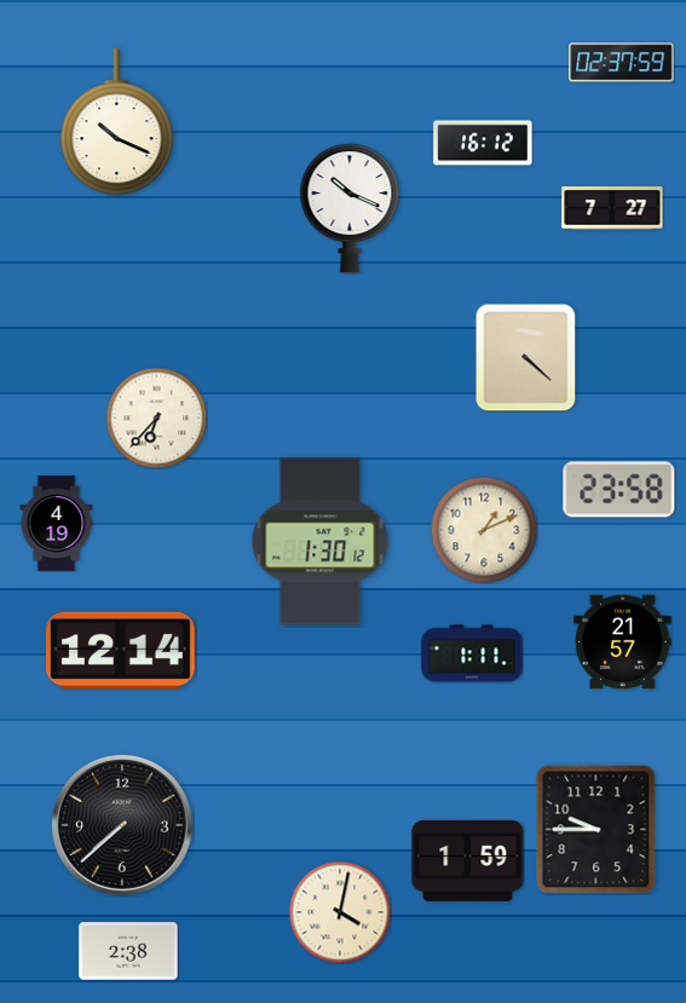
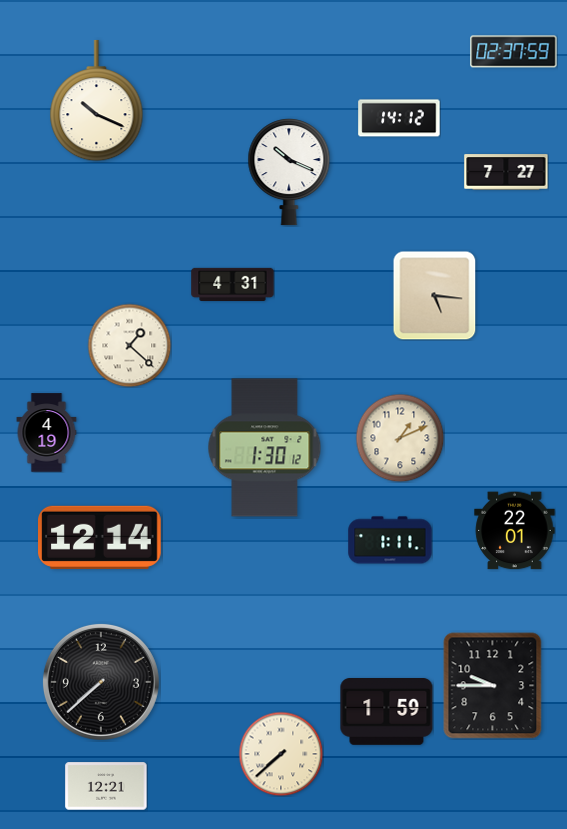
clock at (483, 143): 16:12 -> 14:12
clock at (233, 284): none -> 4:31
clock at (526, 357): 4:22 -> 5:16
clock at (156, 417): 6:37 -> 1:22
clock at (619, 490): 23:58 -> none
clock at (623, 642): 21:57 -> 22:01
clock at (340, 912): 4:02 -> 7:38
clock at (128, 951): 2:38 -> 12:21
